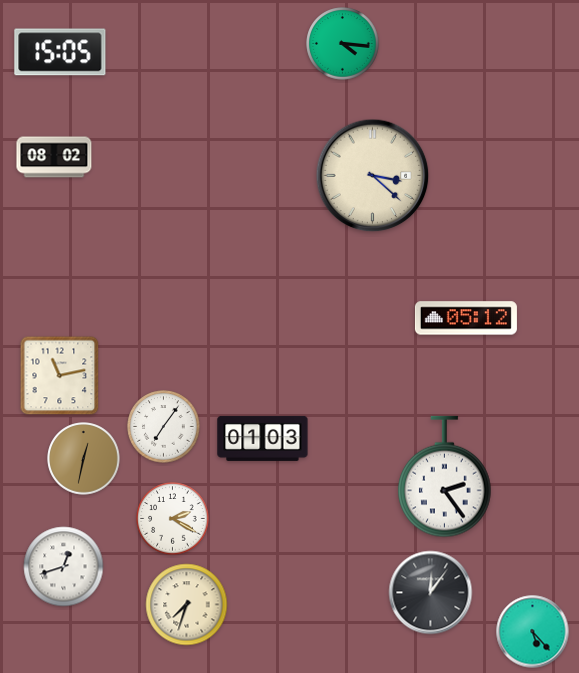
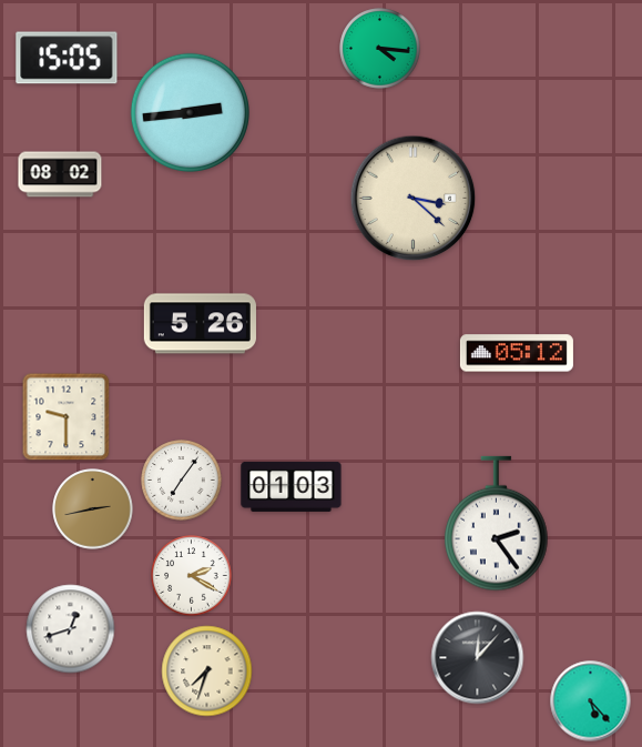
clock at (190, 112): none -> 2:44
clock at (373, 176) position: (373, 176) -> (414, 199)
clock at (200, 324): none -> 5:26
clock at (60, 376): 11:13 -> 9:30
clock at (164, 427) position: (164, 427) -> (182, 481)
clock at (84, 459): 12:32 -> 2:43
clock at (445, 477) position: (445, 477) -> (497, 524)
clock at (431, 593): 12:06 -> 12:07
